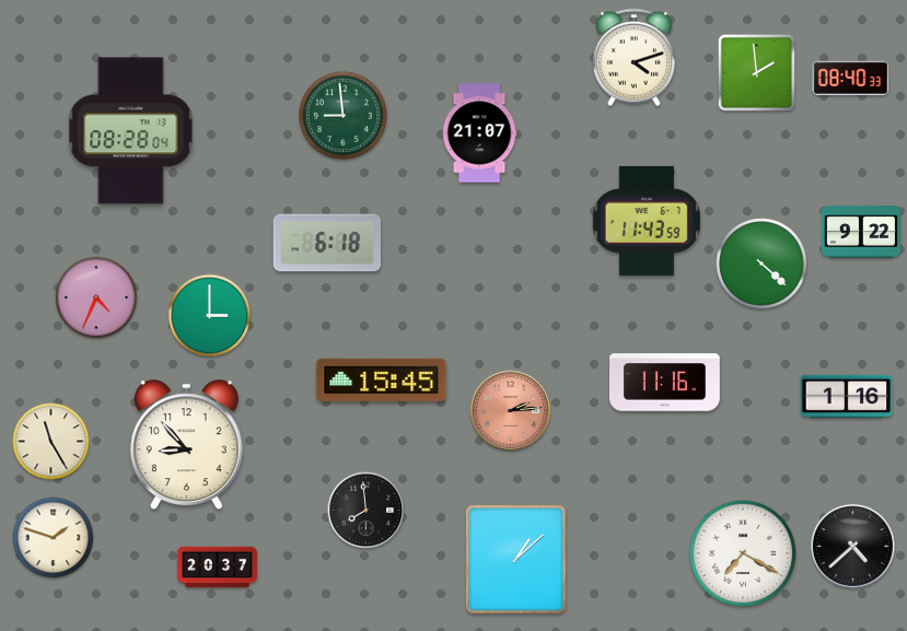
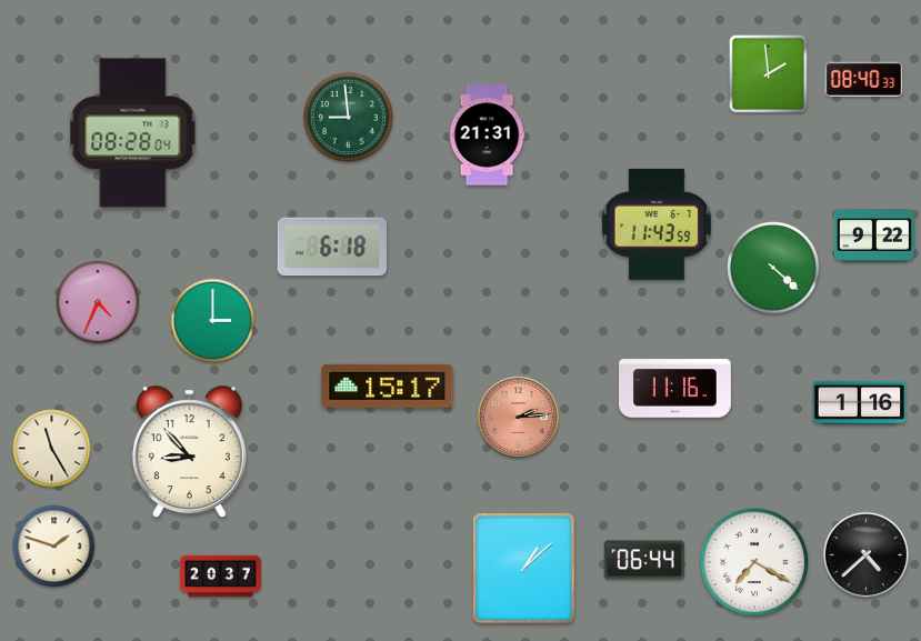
clock at (633, 58): 4:12 -> none
clock at (479, 133): 21:07 -> 21:31
clock at (382, 379): 15:45 -> 15:17
clock at (367, 511): 7:59 -> none
clock at (644, 560): none -> 06:44
